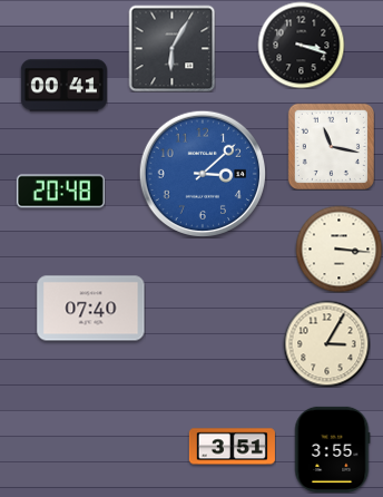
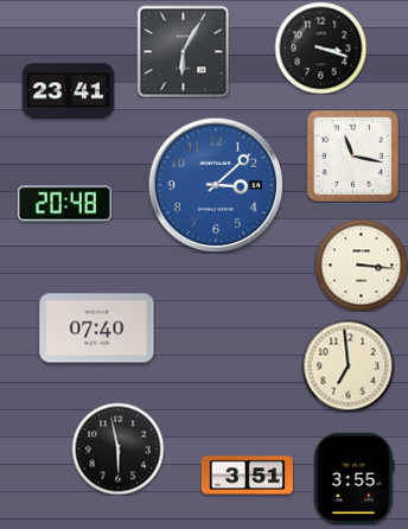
clock at (63, 86): 00:41 -> 23:41
clock at (326, 343): 3:05 -> 6:59
clock at (117, 448): none -> 5:58
